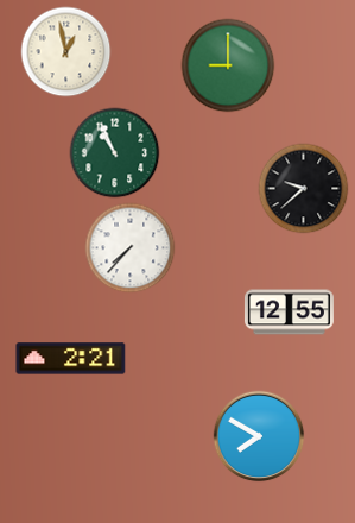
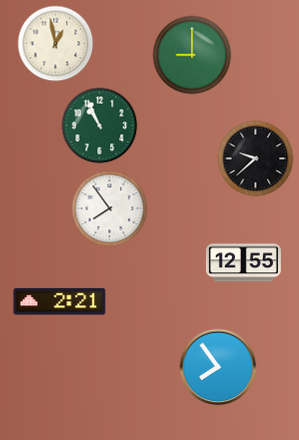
clock at (115, 153) position: (115, 153) -> (100, 126)
clock at (131, 248): 7:37 -> 7:54
clock at (259, 436): 7:50 -> 7:54
